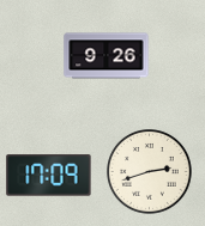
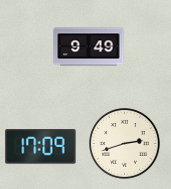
clock at (107, 56): 9:26 -> 9:49
